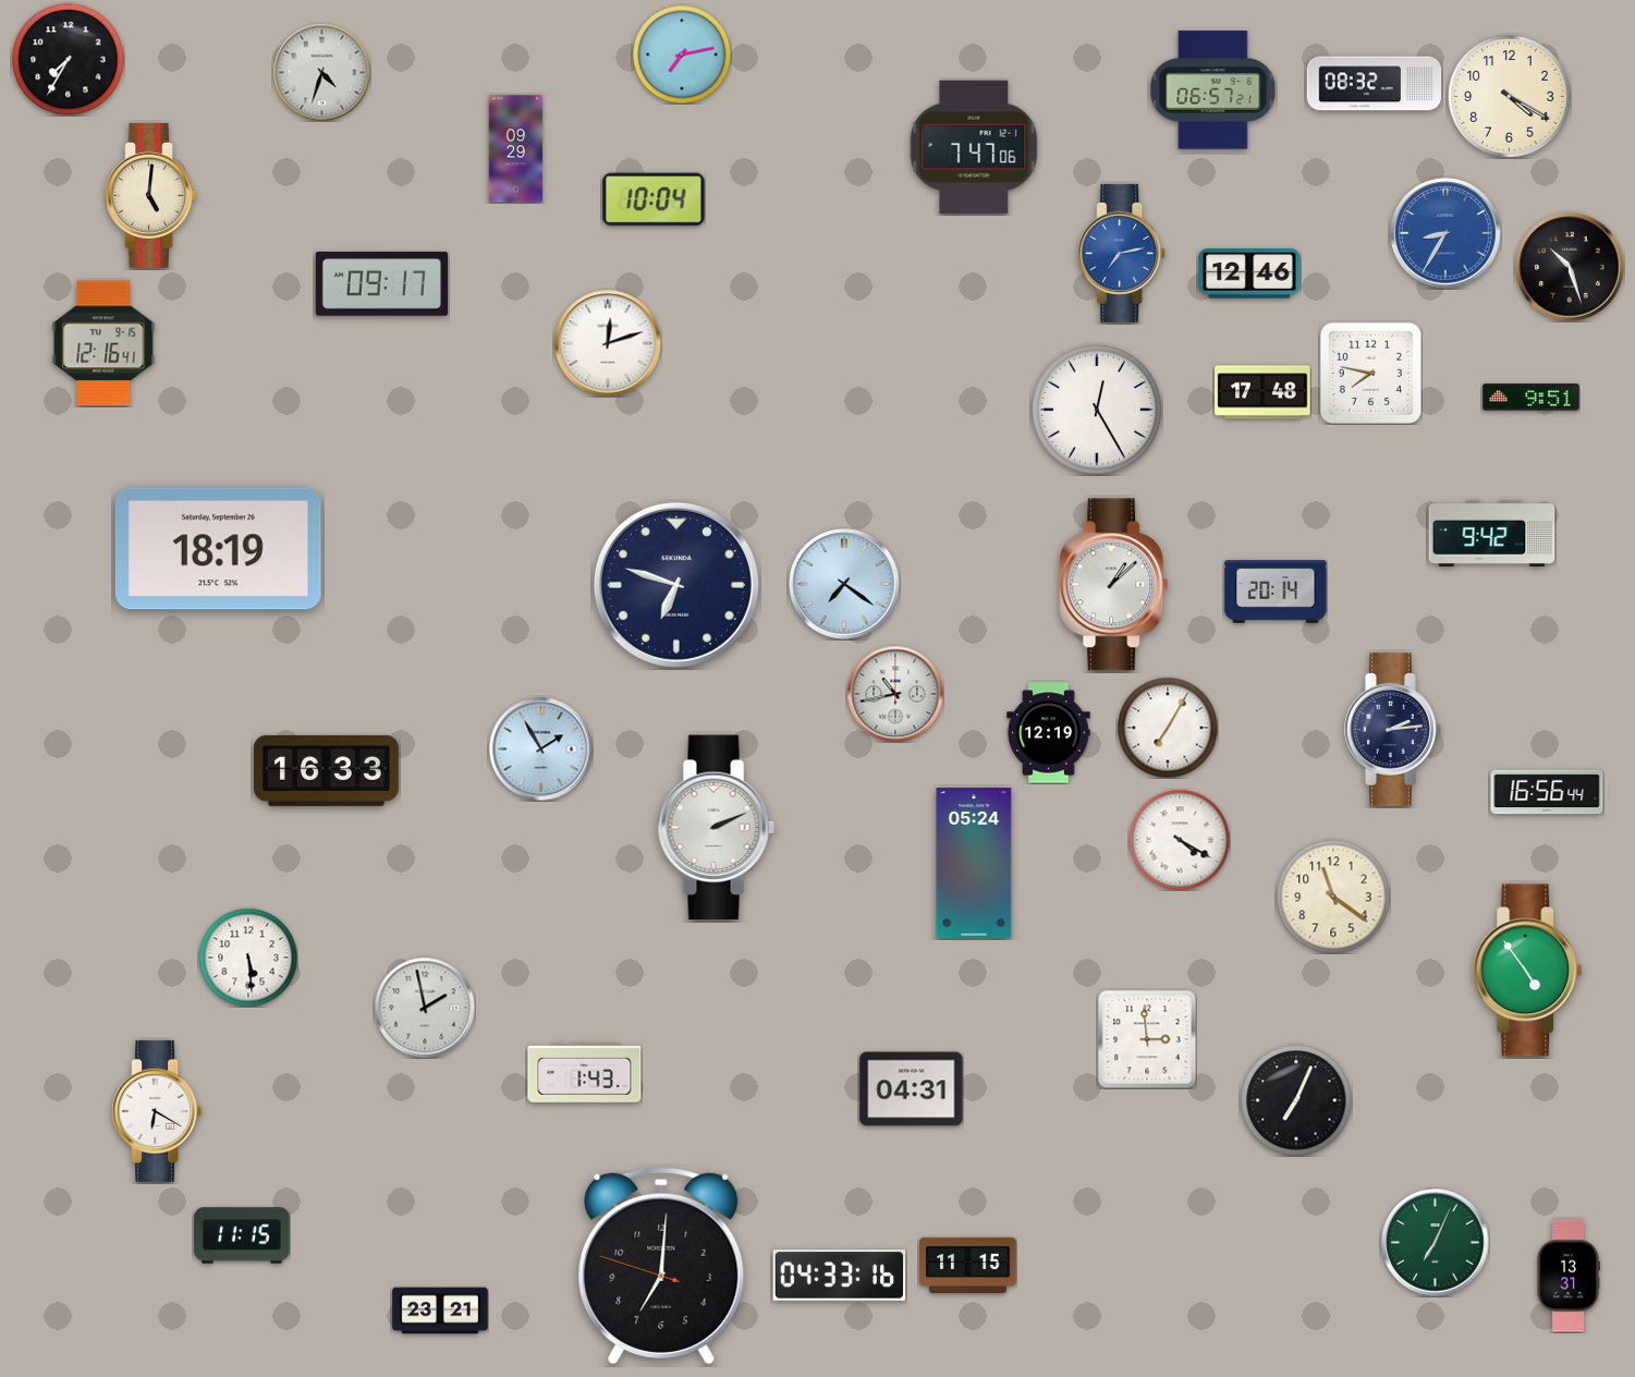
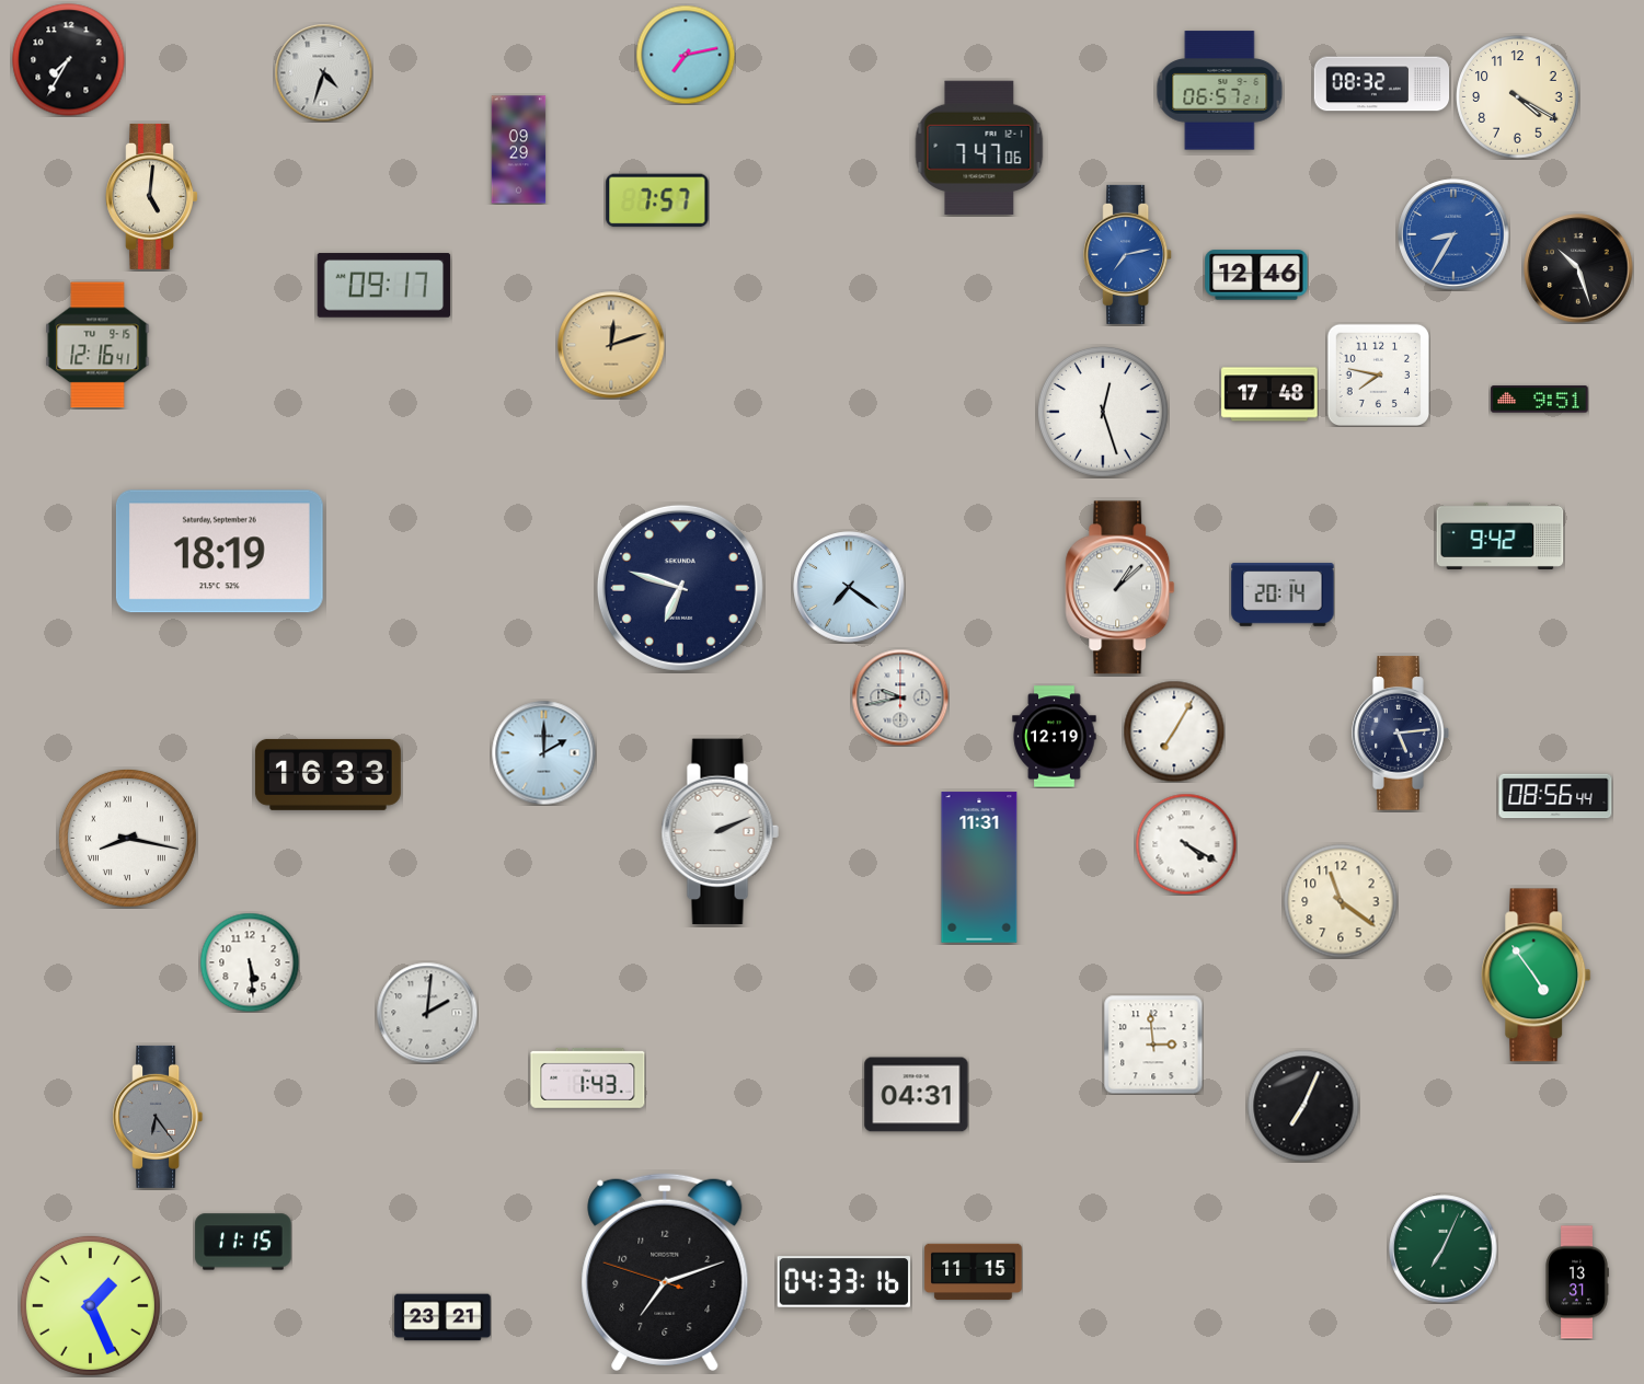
clock at (654, 199): 10:04 -> 7:57
clock at (103, 343) position: (103, 343) -> (97, 345)
clock at (608, 343) dial: white -> champagne
clock at (1097, 410): 12:25 -> 12:27
clock at (895, 694): 10:43 -> 9:43
clock at (1393, 730): 2:14 -> 5:14
clock at (540, 748): 1:55 -> 2:00
clock at (1547, 792): 16:56 -> 08:56
clock at (127, 838): none -> 8:17
clock at (974, 863): 05:24 -> 11:31
clock at (425, 1008): 1:58 -> 2:01
clock at (157, 1111): 6:20 -> 6:24
clock at (157, 1111) dial: white -> grey
clock at (661, 1266): 7:00 -> 7:11
clock at (90, 1305): none -> 1:26
